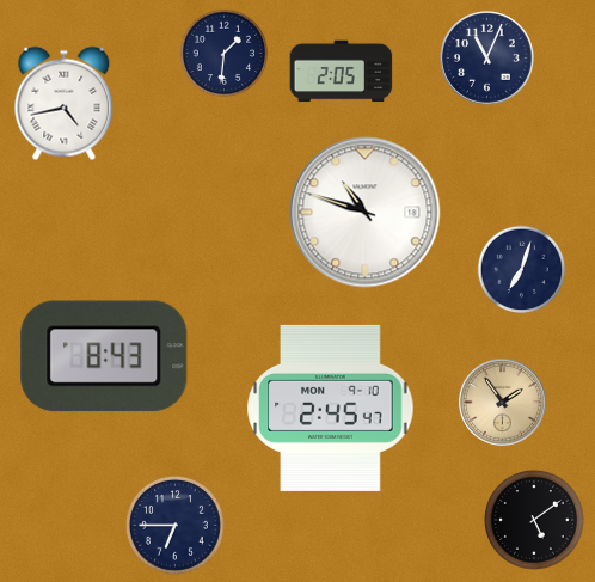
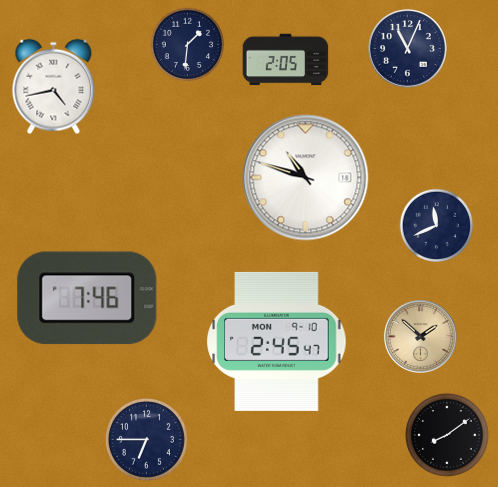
clock at (522, 270): 7:03 -> 11:41
clock at (104, 356): 8:43 -> 7:46
clock at (502, 402): 1:54 -> 1:52
clock at (534, 520): 5:09 -> 8:09
